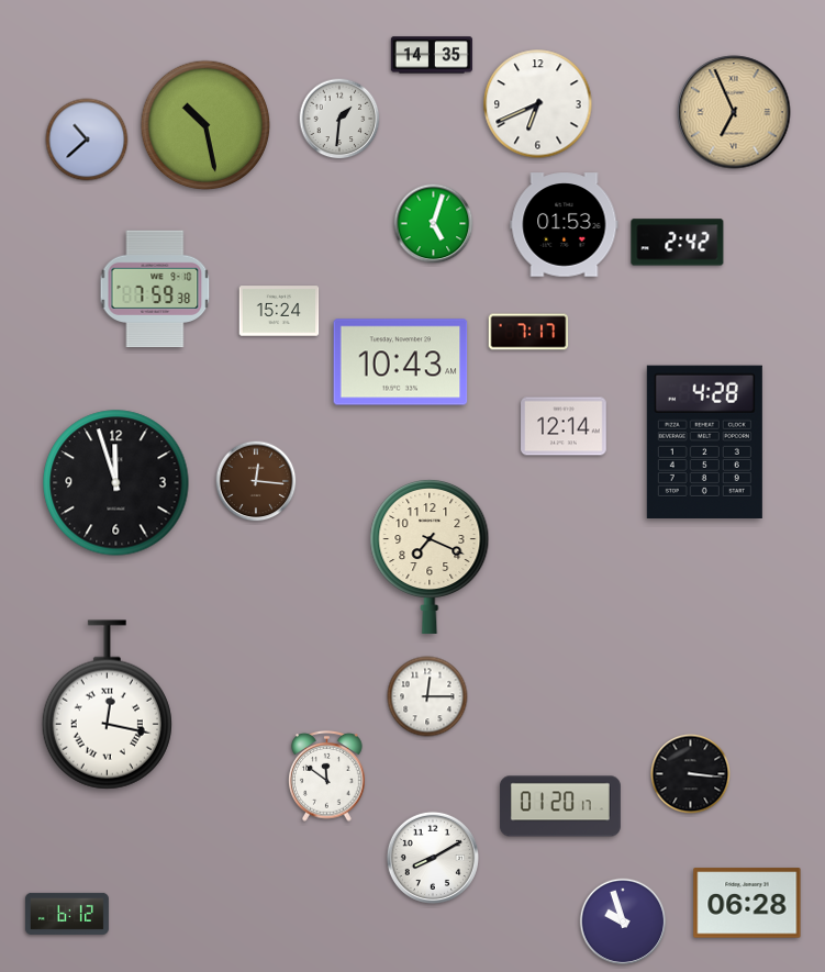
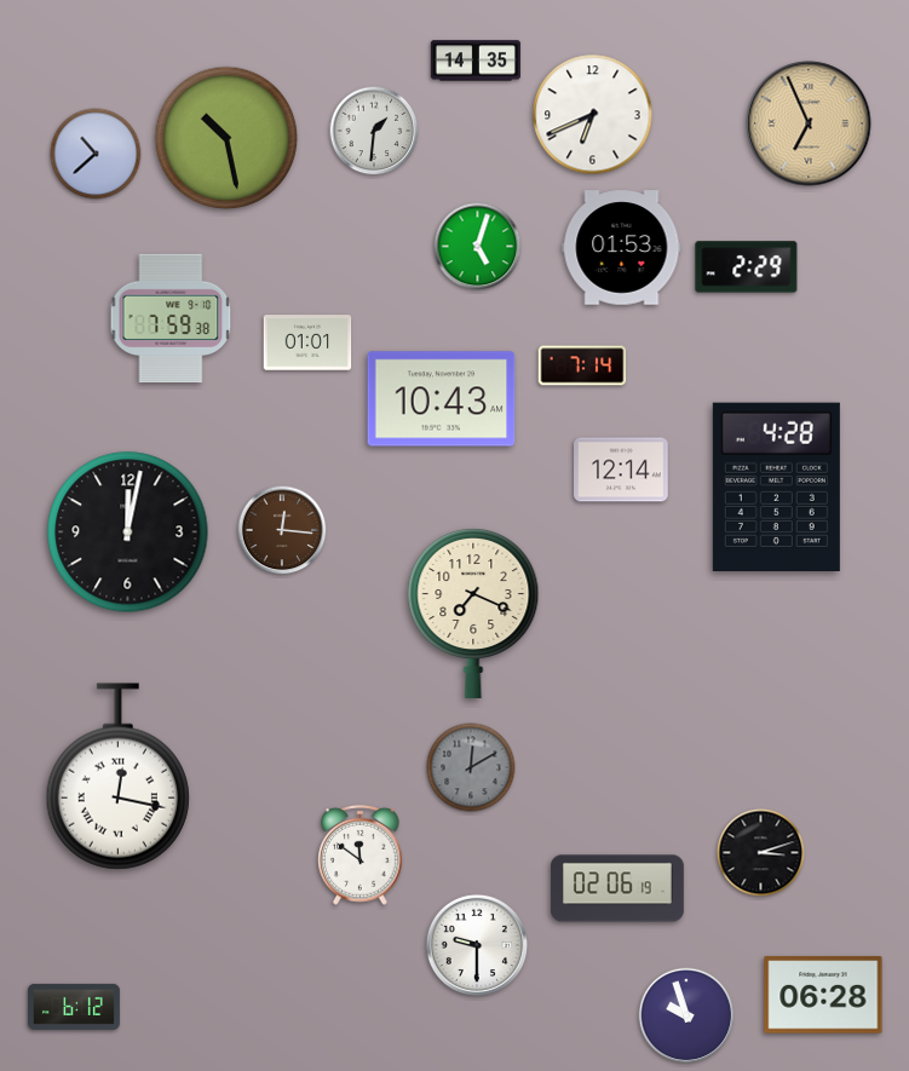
clock at (678, 243): 2:42 -> 2:29
clock at (279, 311): 15:24 -> 01:01
clock at (528, 332): 7:17 -> 7:14
clock at (116, 483): 11:57 -> 12:02
clock at (427, 696): 12:15 -> 12:10
clock at (427, 696) dial: white -> grey
clock at (691, 774): 3:16 -> 3:12
clock at (560, 806): 01:20 -> 02:06
clock at (433, 858): 8:10 -> 9:30
